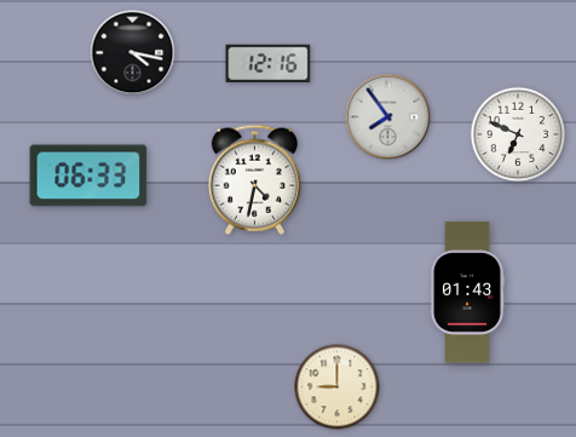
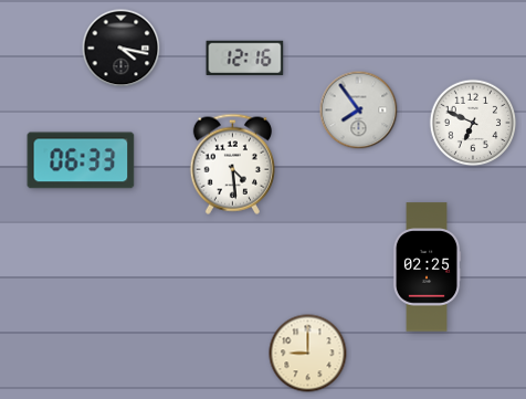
clock at (388, 117) position: (388, 117) -> (359, 111)
clock at (254, 179): 4:32 -> 4:29
clock at (467, 293): 01:43 -> 02:25
